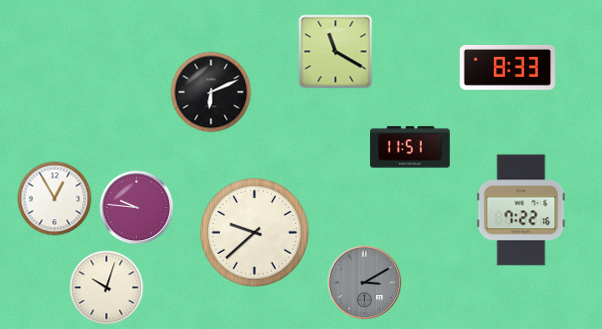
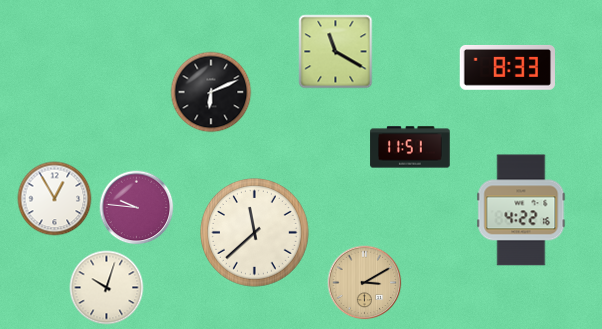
clock at (521, 210): 7:22 -> 4:22
clock at (255, 233): 9:38 -> 11:38
clock at (365, 283) dial: grey -> champagne
